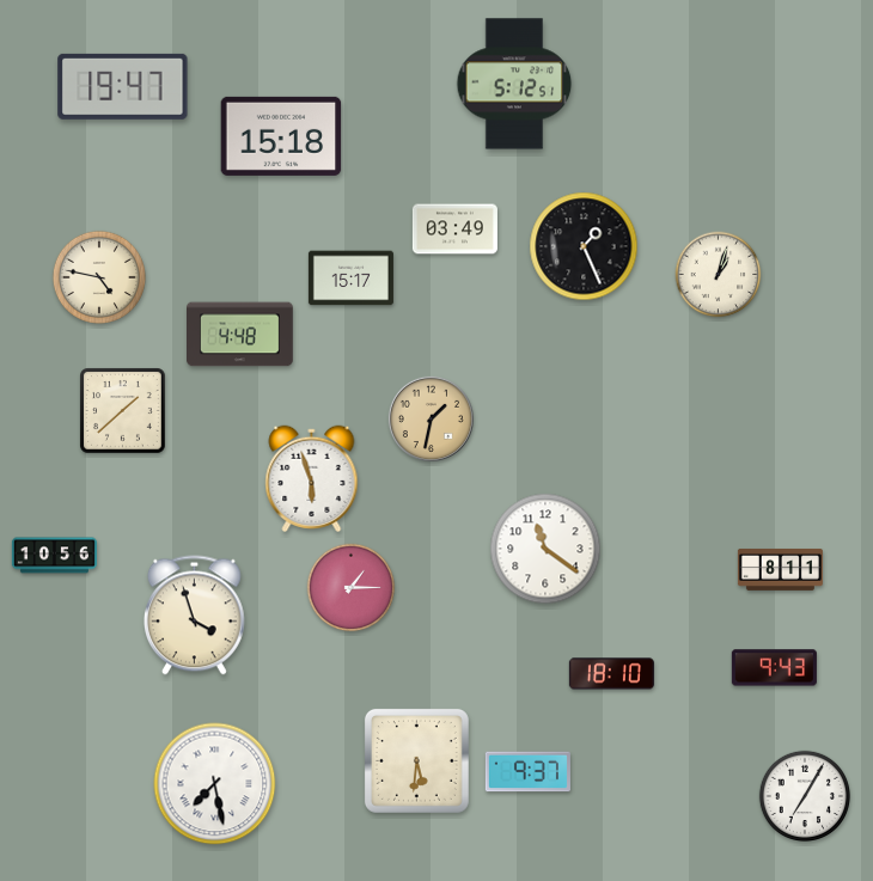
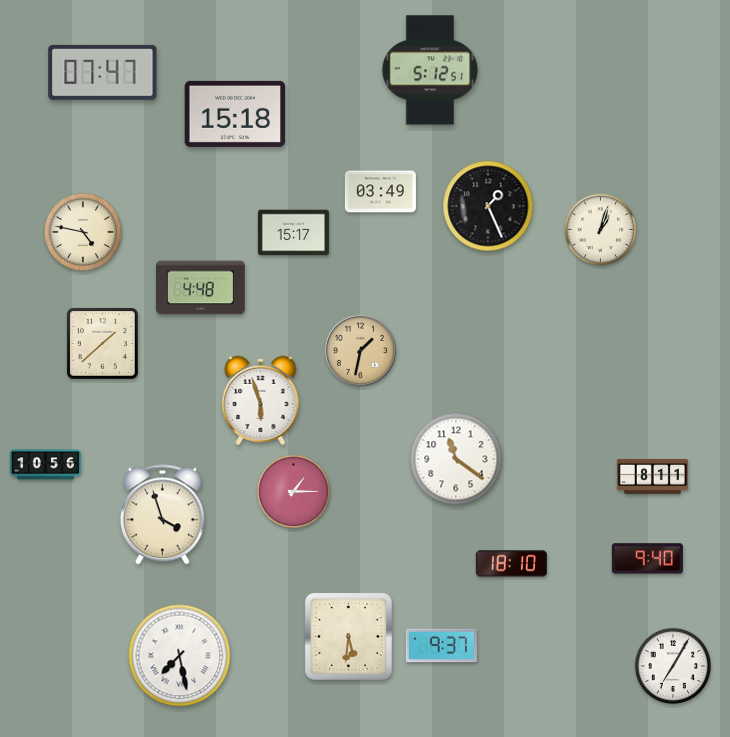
clock at (123, 86): 19:47 -> 07:47
clock at (240, 335) position: (240, 335) -> (201, 288)
clock at (774, 668): 9:43 -> 9:40
